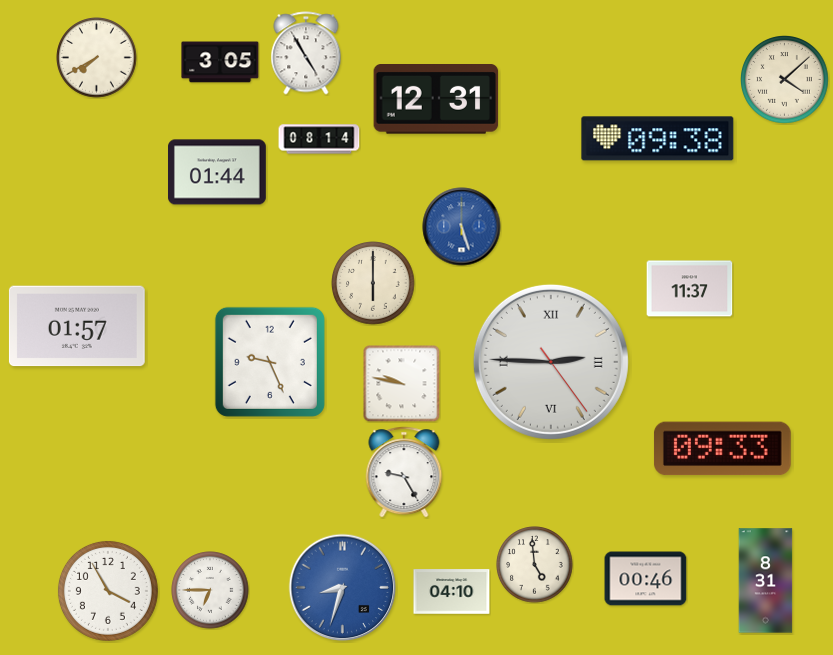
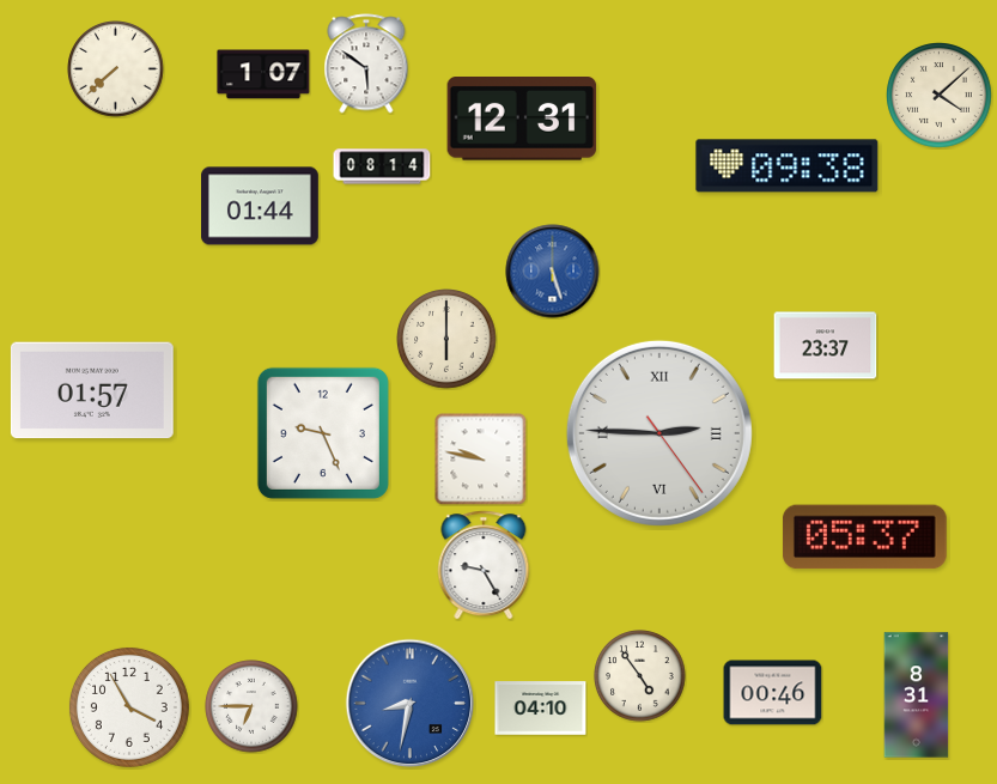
clock at (306, 53): 4:55 -> 5:51
clock at (97, 58): 7:40 -> 7:38
clock at (220, 62): 3:05 -> 1:07
clock at (690, 289): 11:37 -> 23:37
clock at (722, 449): 09:33 -> 05:37
clock at (535, 565): 4:59 -> 4:54
clock at (343, 588): 8:33 -> 8:32
